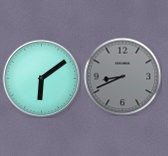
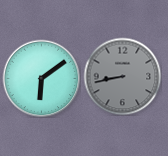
clock at (122, 76): 8:41 -> 8:43
